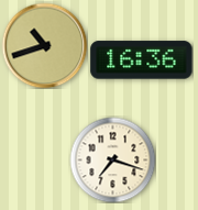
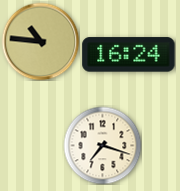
clock at (44, 45): 10:42 -> 10:46
clock at (142, 60): 16:36 -> 16:24
